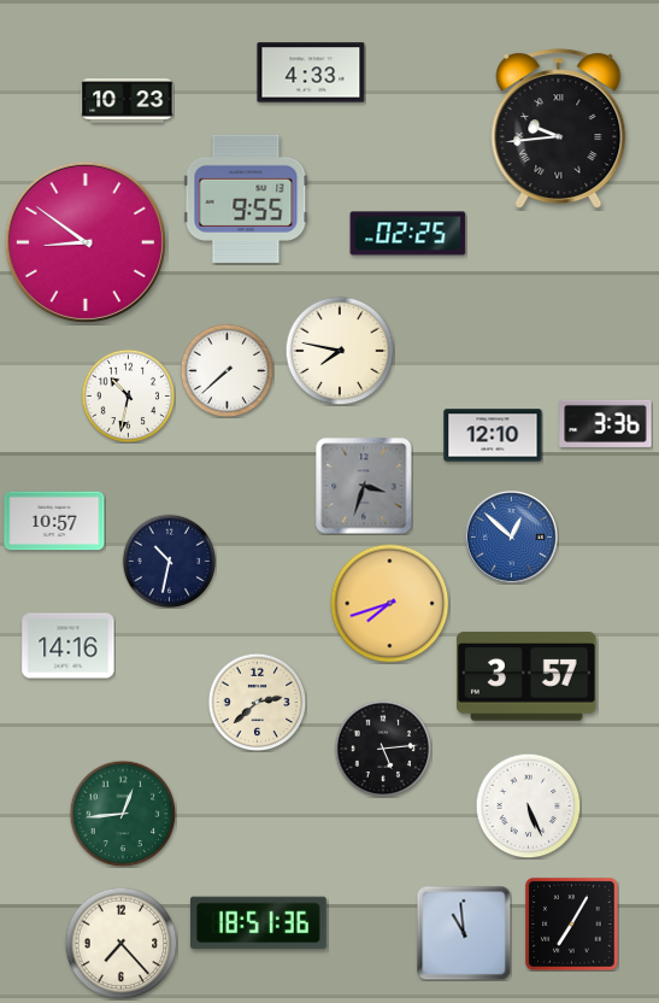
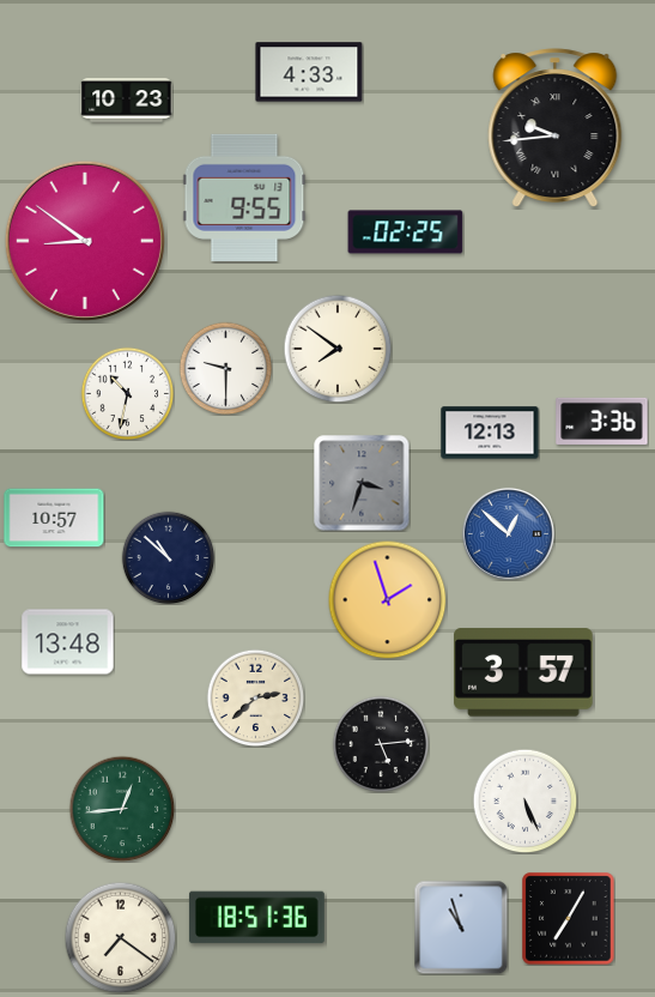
clock at (340, 351): 7:47 -> 7:51
clock at (226, 370): 7:38 -> 9:30
clock at (493, 435): 12:10 -> 12:13
clock at (169, 561): 10:32 -> 10:52
clock at (390, 604): 7:42 -> 1:57
clock at (69, 646): 14:16 -> 13:48
clock at (464, 933): 10:59 -> 10:57
clock at (120, 943): 7:23 -> 7:21
